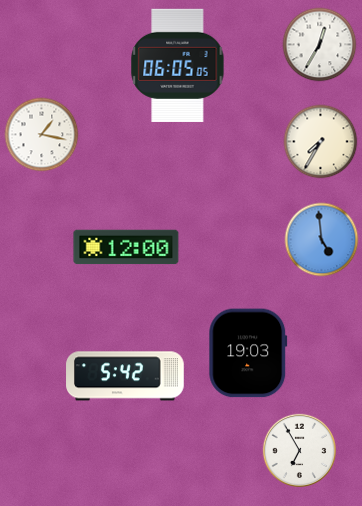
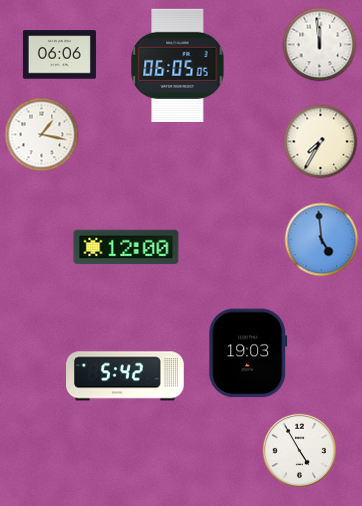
clock at (320, 45): 12:35 -> 11:59
clock at (59, 55): none -> 06:06
clock at (299, 450): 6:55 -> 4:55
